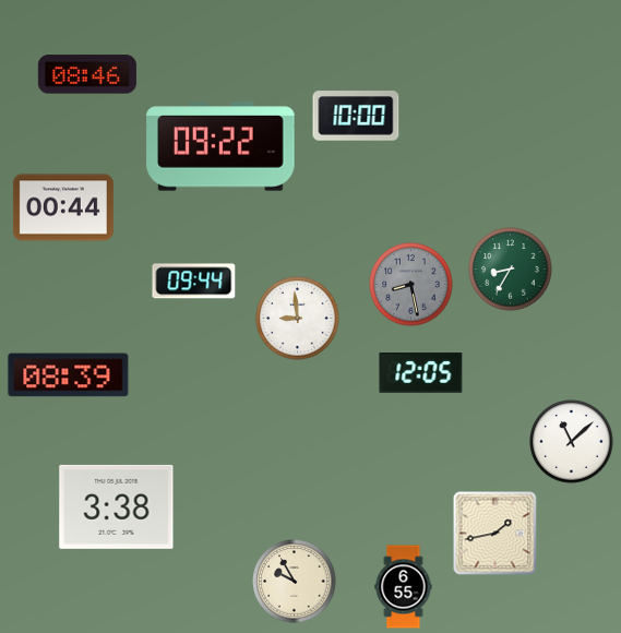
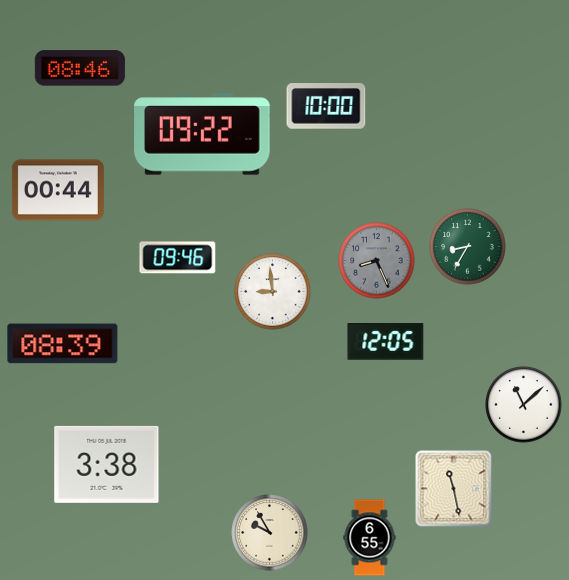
clock at (194, 282): 09:44 -> 09:46
clock at (411, 285): 8:28 -> 8:26
clock at (495, 534): 1:43 -> 11:28
